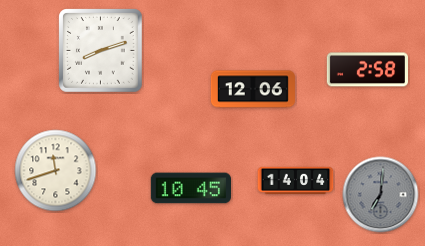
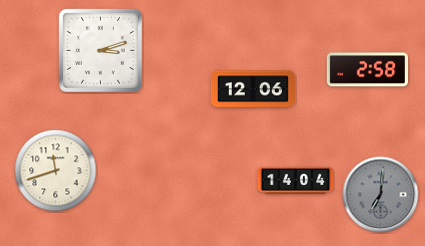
clock at (101, 51): 8:12 -> 3:12
clock at (190, 188): 10:45 -> none
